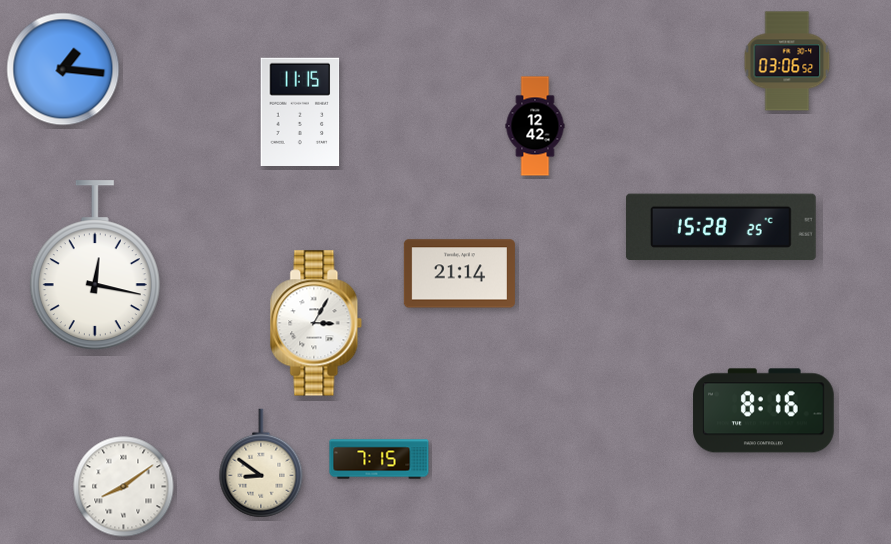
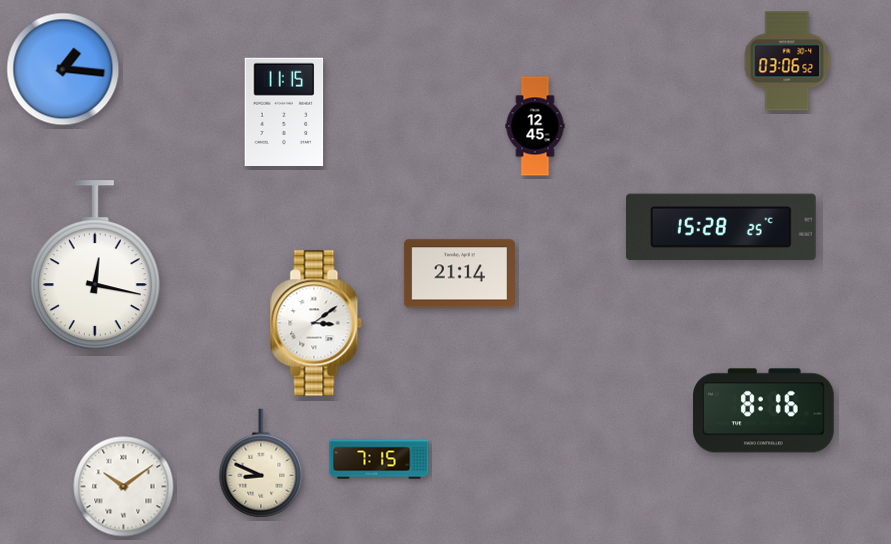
clock at (300, 111) position: (300, 111) -> (284, 111)
clock at (535, 126): 12:42 -> 12:45
clock at (316, 323): 3:05 -> 3:09
clock at (261, 463): 8:51 -> 8:49
clock at (124, 487): 8:09 -> 10:09
